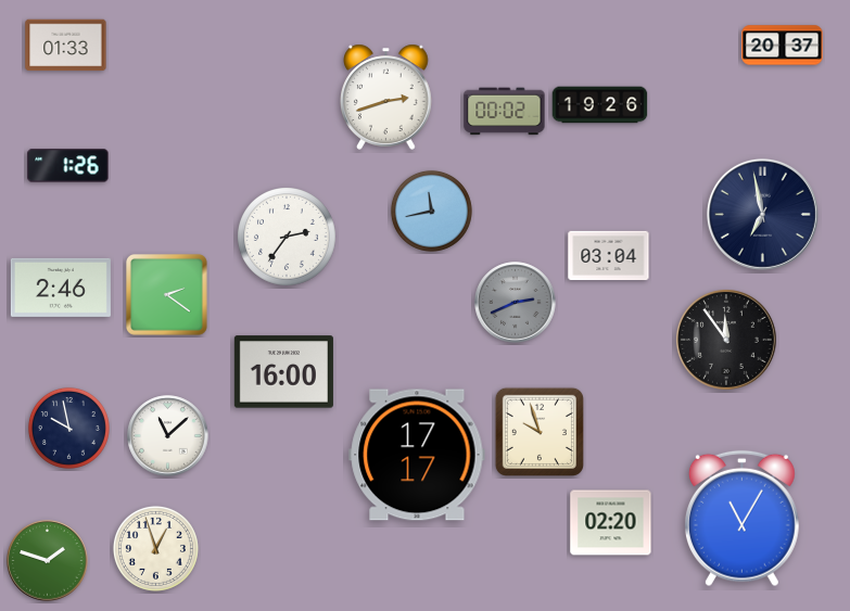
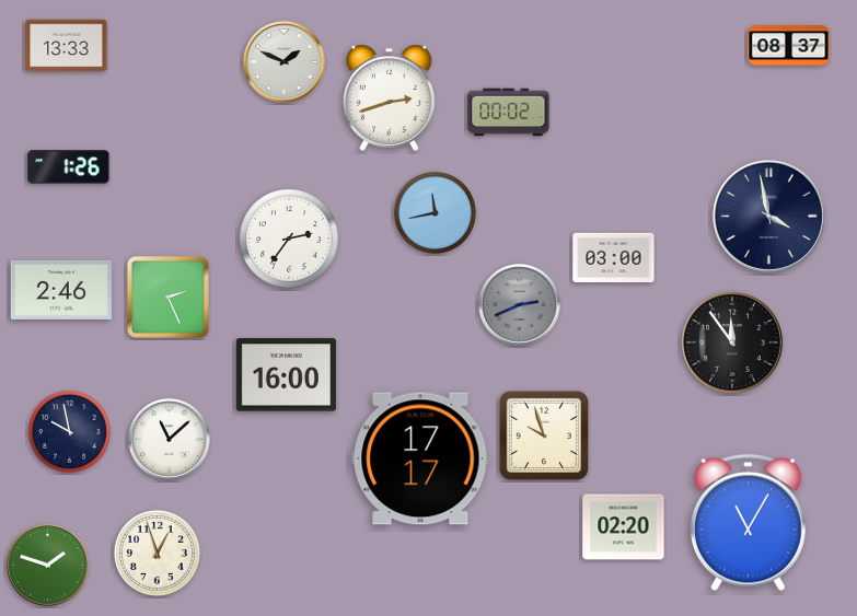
clock at (66, 46): 01:33 -> 13:33
clock at (783, 46): 20:37 -> 08:37
clock at (285, 62): none -> 1:49
clock at (600, 105): 19:26 -> none
clock at (762, 214): 6:58 -> 3:58
clock at (609, 256): 03:04 -> 03:00
clock at (167, 295): 2:21 -> 2:26
clock at (611, 523) position: (611, 523) -> (624, 527)
